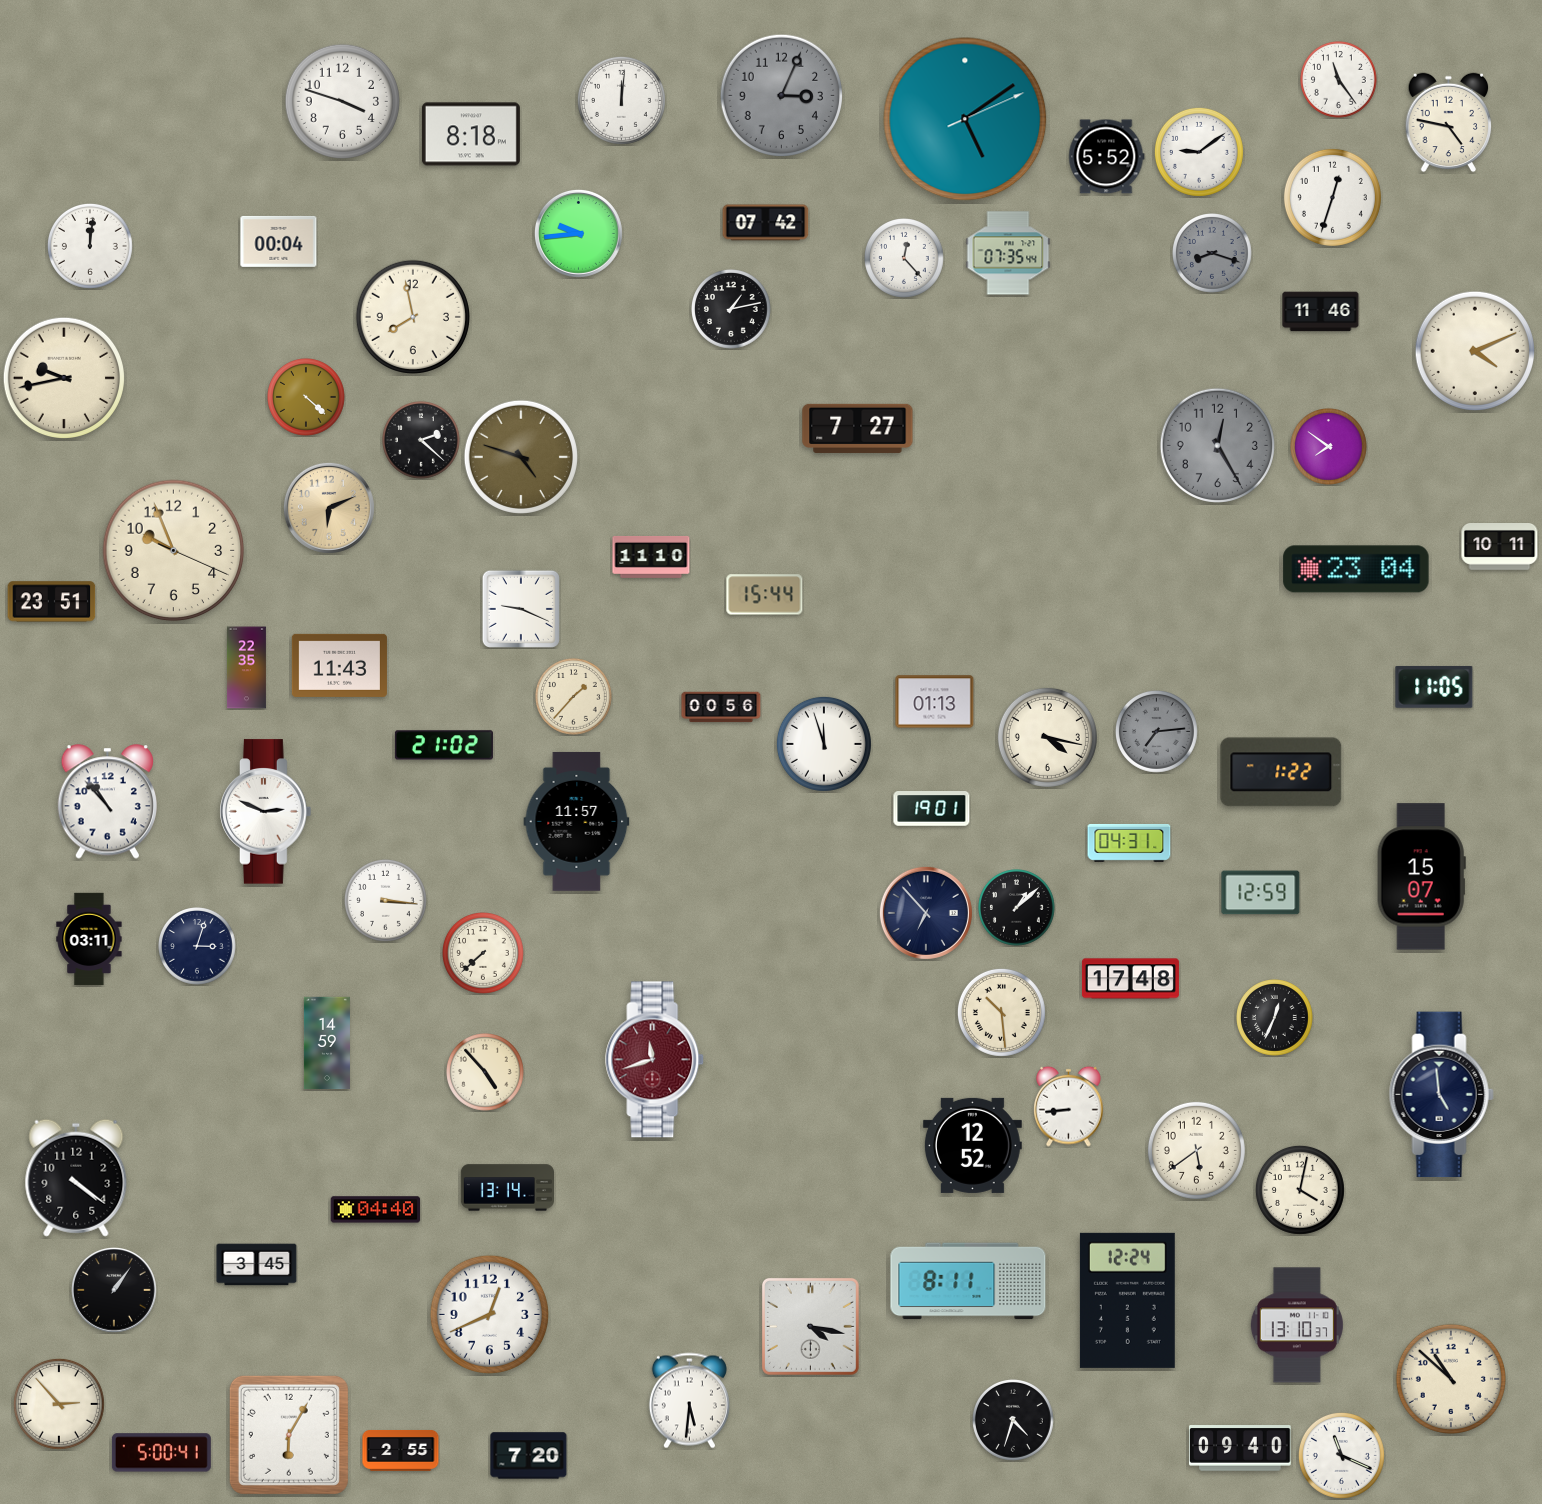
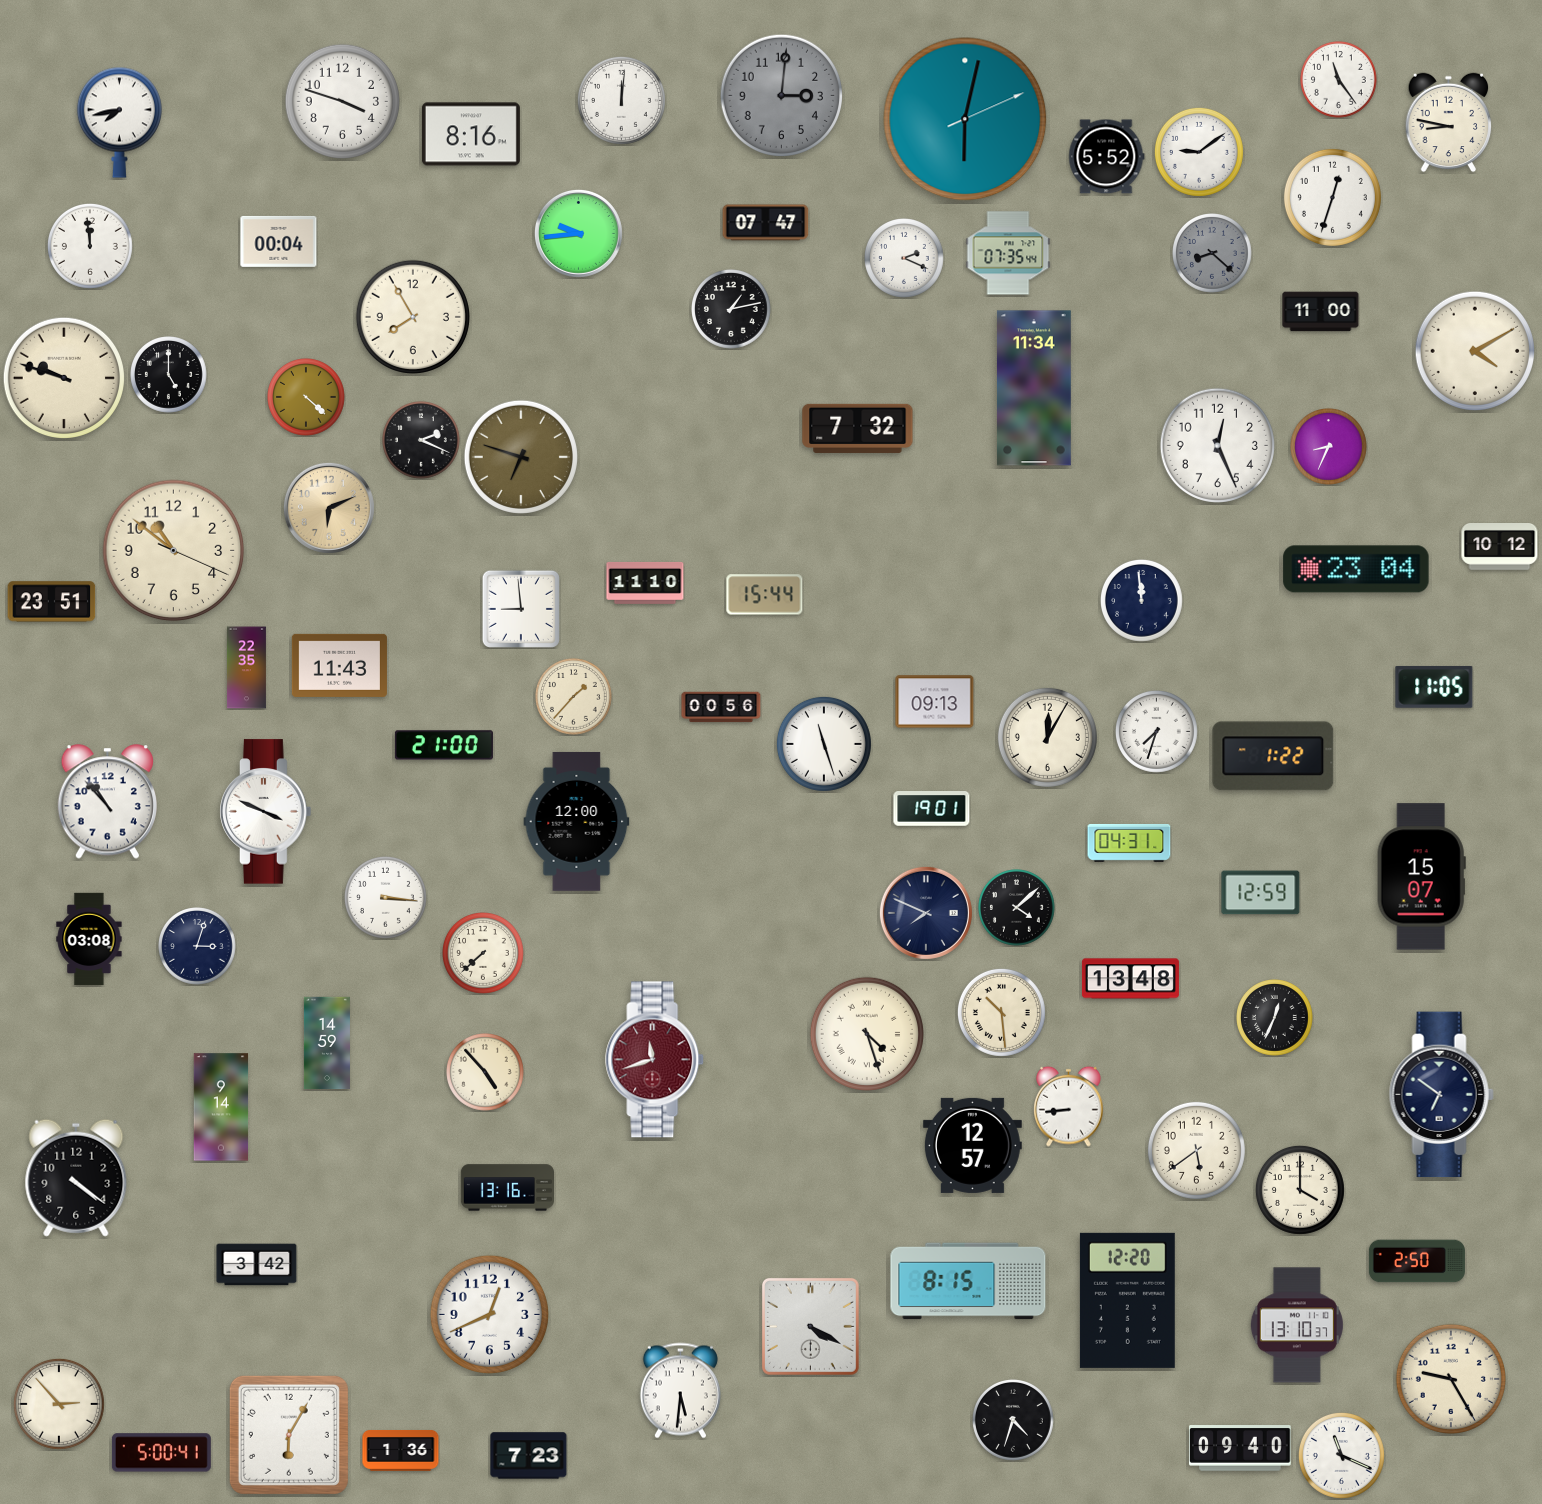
clock at (781, 95): 3:04 -> 3:01
clock at (965, 119): 5:09 -> 6:02
clock at (119, 122): none -> 7:43
clock at (1449, 123): 4:47 -> 8:47
clock at (471, 134): 8:18 -> 8:16
clock at (766, 223): 07:42 -> 07:47
clock at (90, 246): 12:01 -> 11:59
clock at (1213, 254): 8:18 -> 8:22
clock at (905, 259): 12:23 -> 2:19
clock at (1321, 312): 11:46 -> 11:00
clock at (413, 317): 7:58 -> 7:55
clock at (1474, 350): 4:11 -> 4:10
clock at (169, 375): none -> 5:00
clock at (63, 377): 9:43 -> 9:48
clock at (1034, 388): none -> 11:34
clock at (858, 428): 7:27 -> 7:32
clock at (422, 441): 2:22 -> 2:19
clock at (1217, 445): 12:25 -> 12:26
clock at (1217, 445) dial: grey -> white
clock at (1329, 447): 7:51 -> 8:34
clock at (521, 457): 4:48 -> 6:48
clock at (1500, 547): 10:11 -> 10:12
clock at (174, 551): 9:56 -> 10:51
clock at (651, 557) position: (651, 557) -> (645, 583)
clock at (1142, 601): none -> 11:59
clock at (521, 609): 9:19 -> 8:59
clock at (935, 702): 01:13 -> 09:13
clock at (1157, 732): 7:14 -> 7:33
clock at (1157, 732) dial: grey -> white
clock at (1047, 737): 4:17 -> 12:05
clock at (824, 744): 11:57 -> 11:27
clock at (444, 745): 21:02 -> 21:00
clock at (1281, 772) position: (1281, 772) -> (1273, 756)
clock at (266, 812): 2:49 -> 3:49
clock at (577, 821): 11:57 -> 12:00
clock at (386, 901) position: (386, 901) -> (386, 898)
clock at (1017, 908): 1:08 -> 4:08
clock at (926, 913): 6:53 -> 7:49
clock at (89, 939): 03:11 -> 03:08
clock at (1130, 979): 17:48 -> 13:48
clock at (867, 1034): none -> 4:27
clock at (1441, 1095): 4:59 -> 6:51
clock at (221, 1107): none -> 9:14
clock at (972, 1145): 12:52 -> 12:57
clock at (507, 1188): 13:14 -> 13:16
clock at (1300, 1190): 4:02 -> 4:00
clock at (376, 1210): 04:40 -> none
clock at (1417, 1261): none -> 2:50
clock at (257, 1265): 3:45 -> 3:42
clock at (968, 1281): 8:11 -> 8:15
clock at (115, 1291): 1:06 -> none
clock at (1127, 1300): 12:24 -> 12:20
clock at (810, 1326): 4:17 -> 4:20
clock at (1451, 1379): 10:52 -> 9:25
clock at (689, 1401) position: (689, 1401) -> (680, 1391)
clock at (401, 1450): 2:55 -> 1:36
clock at (529, 1456): 7:20 -> 7:23
